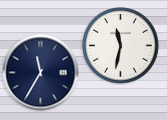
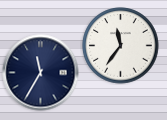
clock at (121, 46): 11:32 -> 11:36
